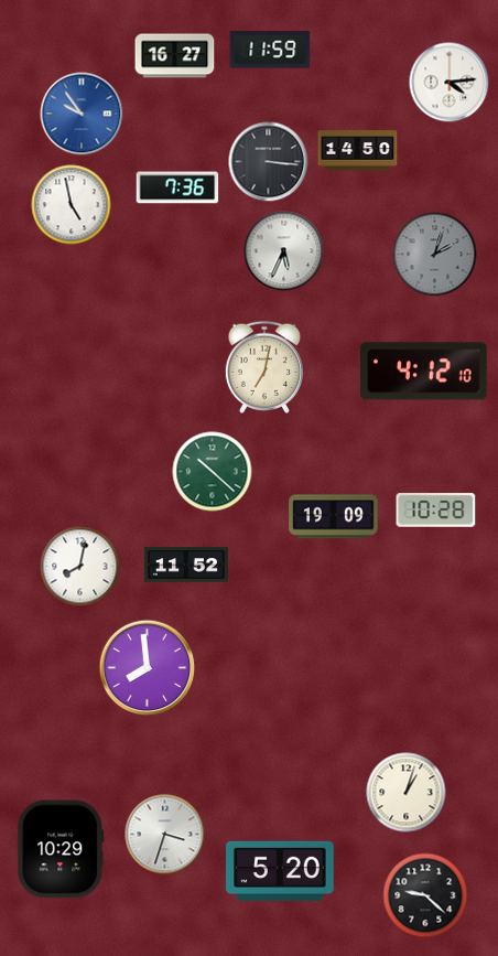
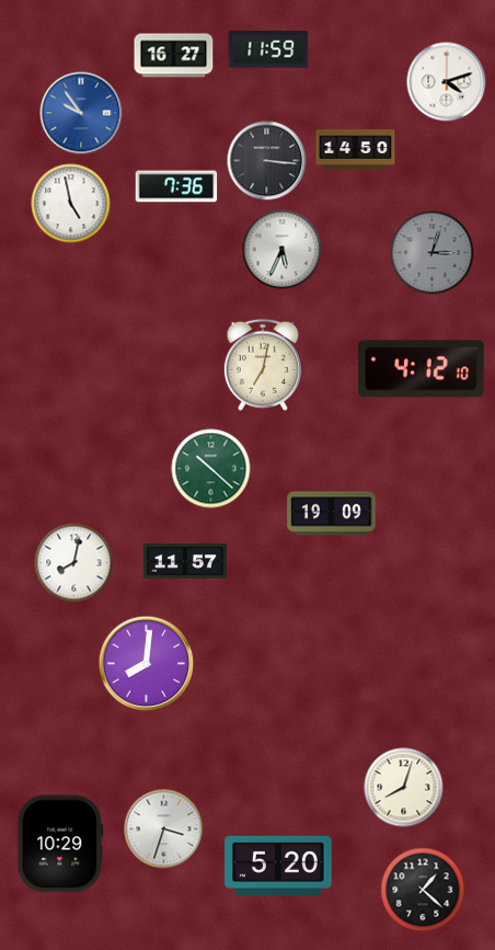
clock at (450, 83): 4:14 -> 4:12
clock at (435, 255): 2:03 -> 3:03
clock at (436, 511): 10:28 -> none
clock at (185, 565): 11:52 -> 11:57
clock at (80, 567) position: (80, 567) -> (74, 563)
clock at (148, 668): 7:59 -> 8:01
clock at (407, 793): 1:03 -> 8:03
clock at (425, 895): 9:22 -> 1:22
